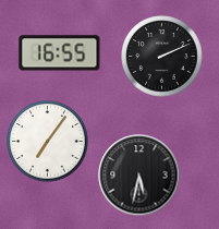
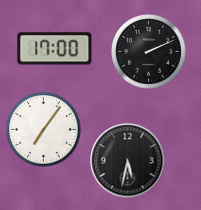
clock at (60, 53): 16:55 -> 17:00
